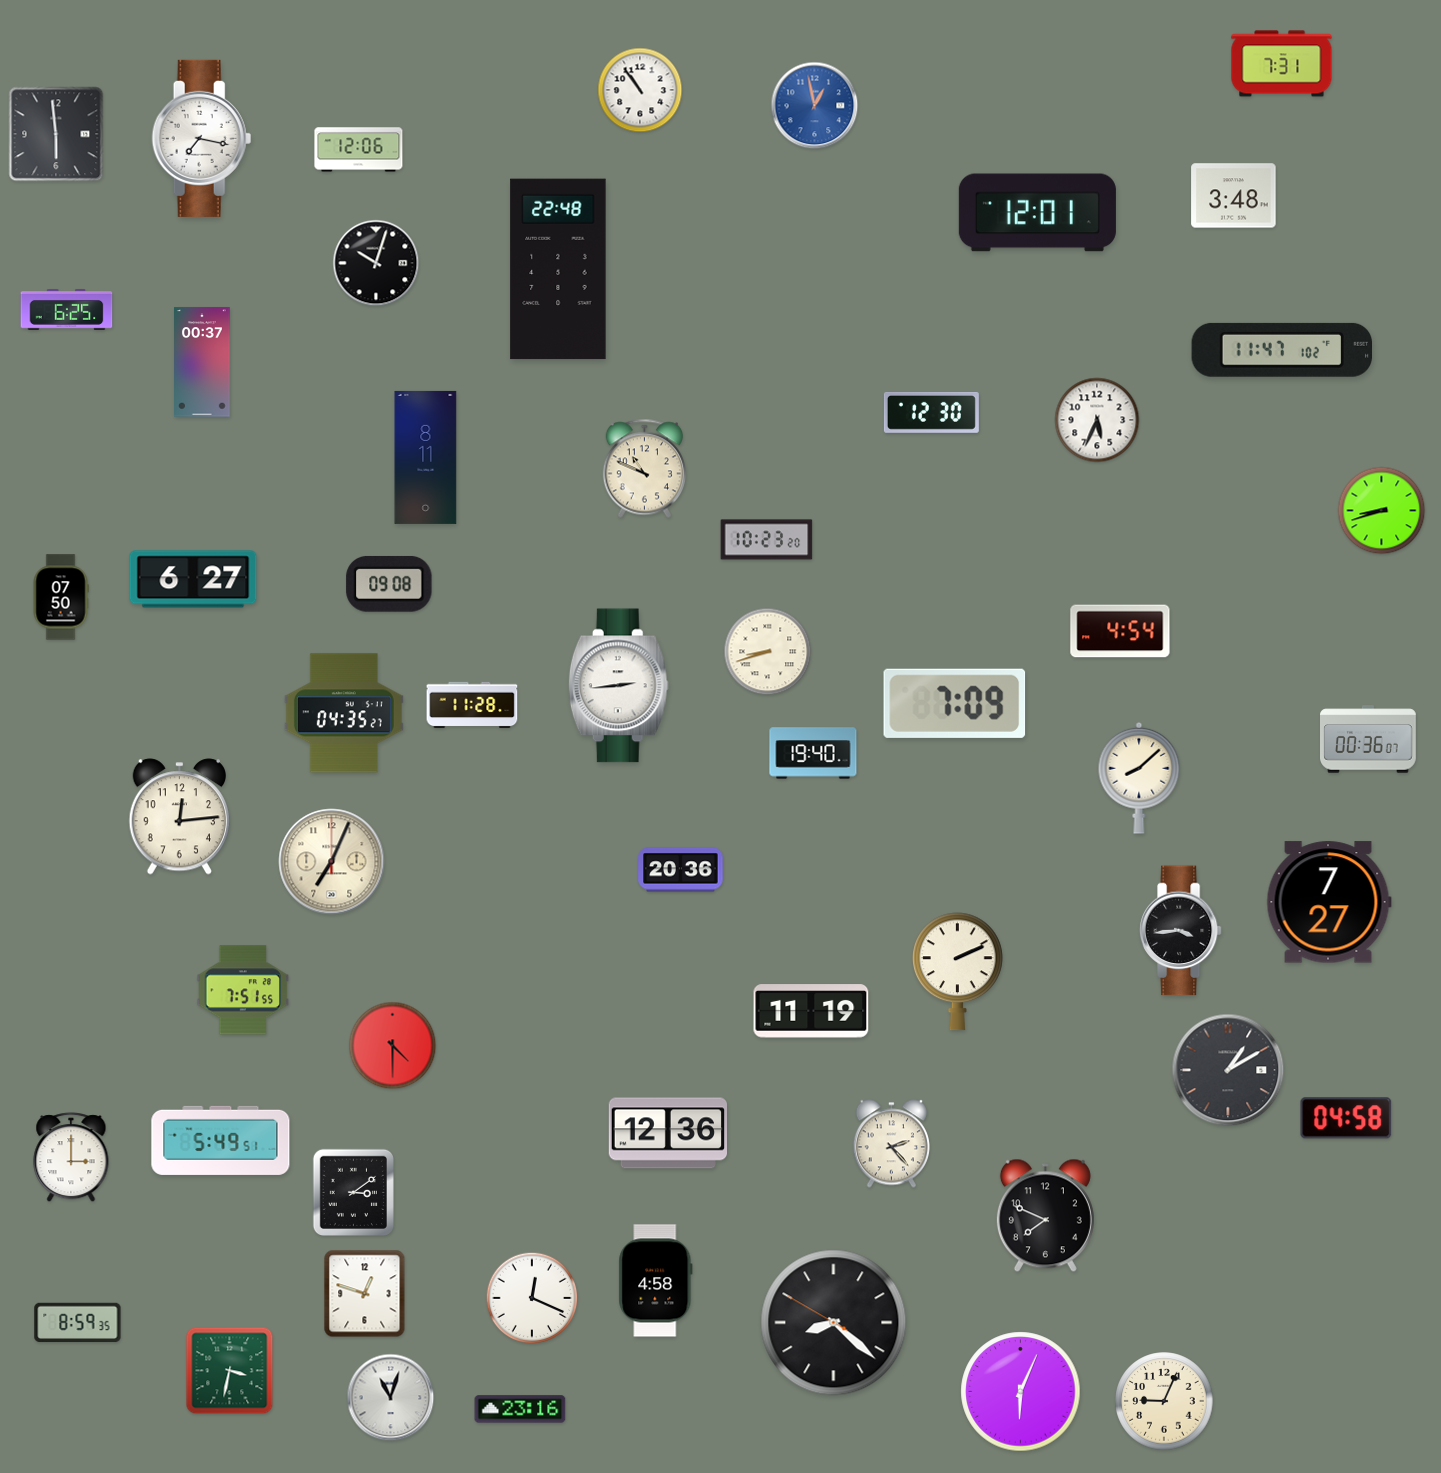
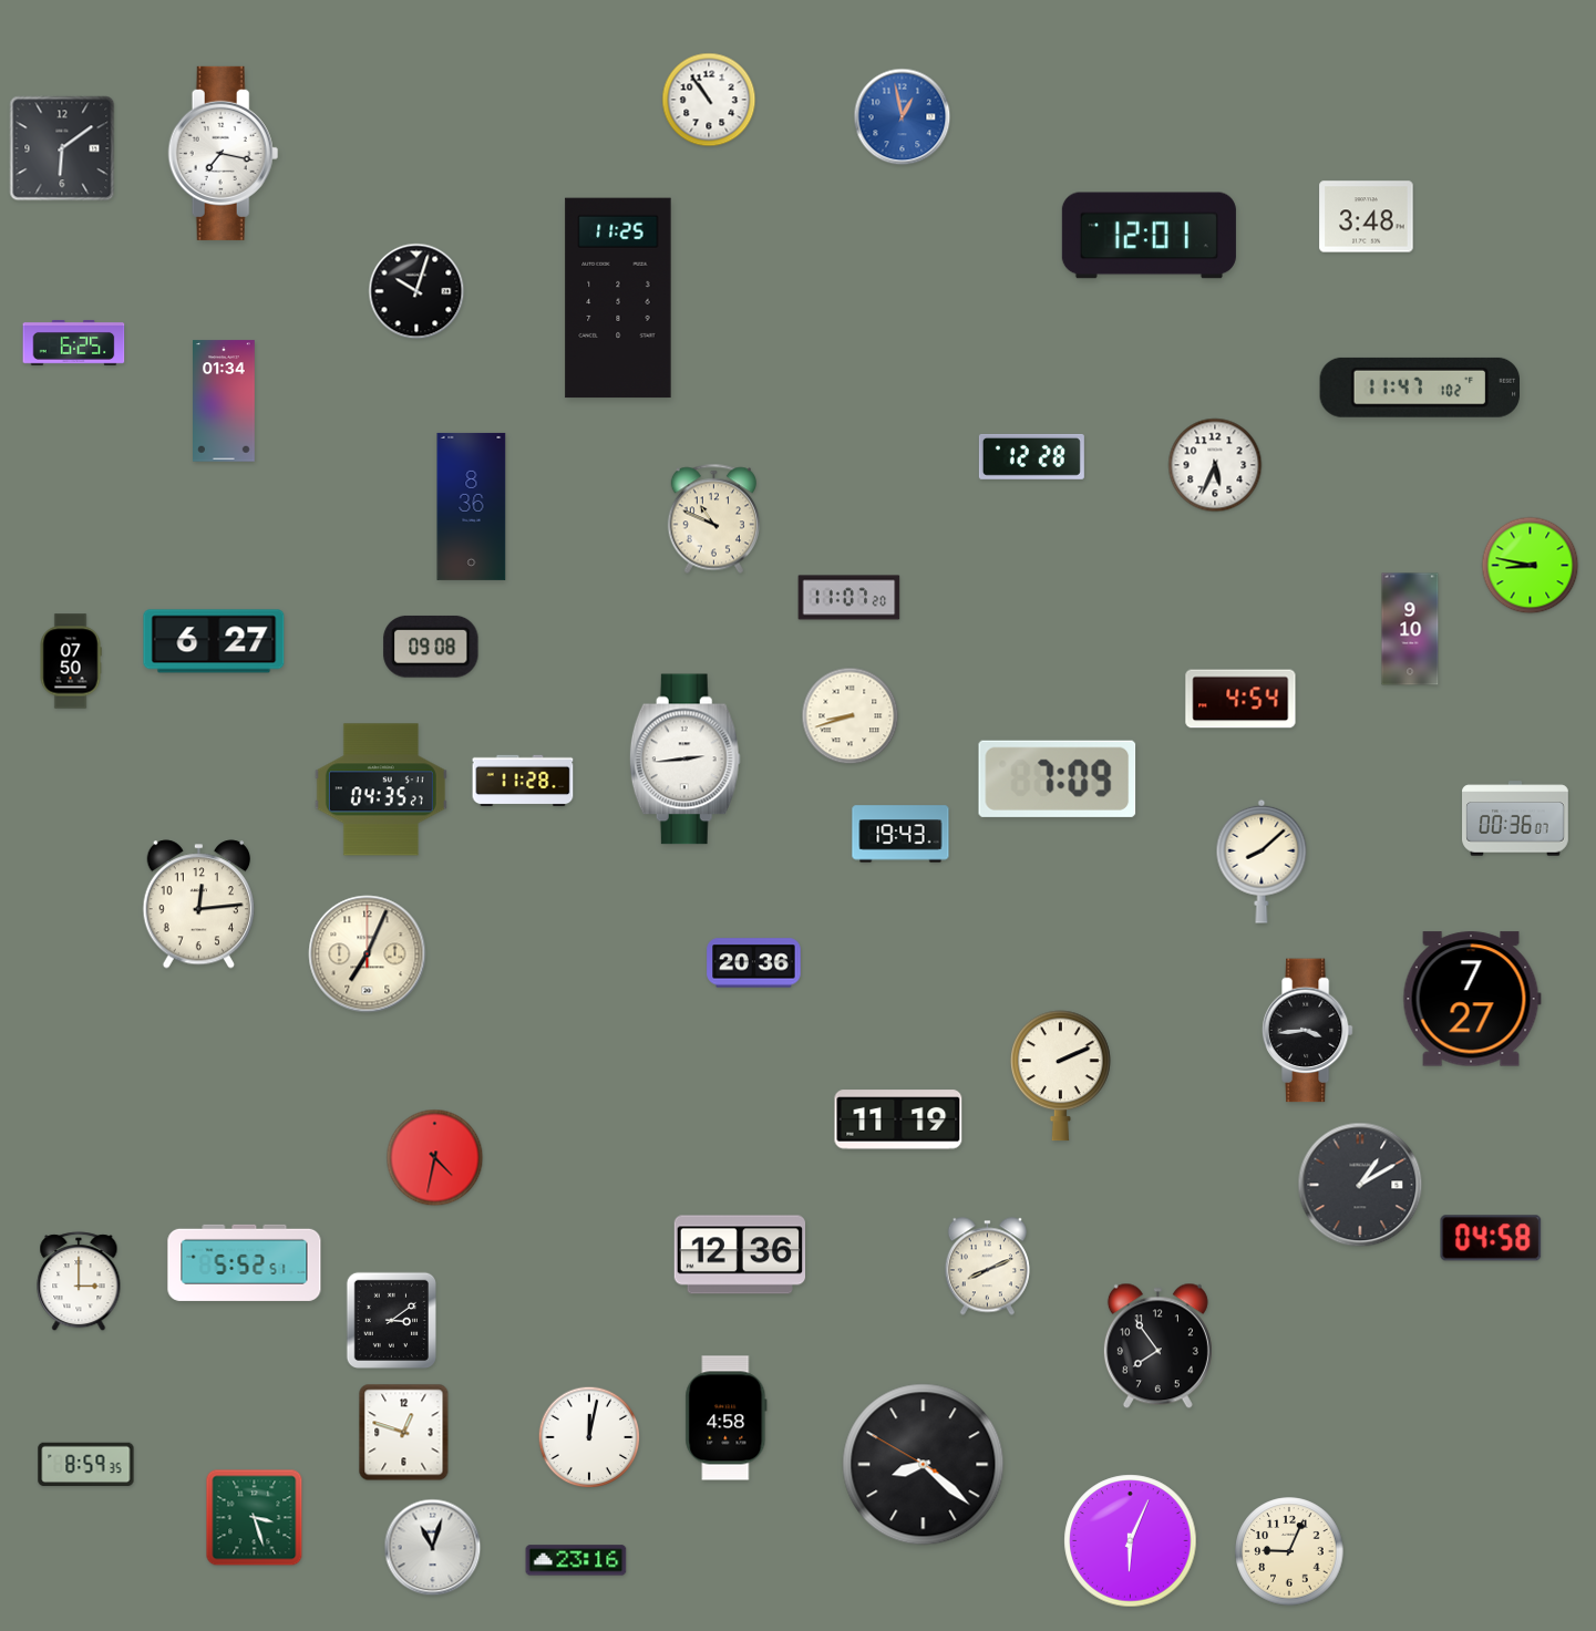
clock at (1282, 64): 7:31 -> none
clock at (56, 134): 5:59 -> 6:09
clock at (359, 150): 12:06 -> none
clock at (558, 269): 22:48 -> 11:25
clock at (203, 362): 00:37 -> 01:34
clock at (931, 412): 12:30 -> 12:28
clock at (426, 457): 8:11 -> 8:36
clock at (1382, 511): 8:42 -> 8:47
clock at (767, 540): 10:23 -> 11:07
clock at (1410, 629): none -> 9:10
clock at (61, 597) position: (61, 597) -> (71, 661)
clock at (768, 652) position: (768, 652) -> (851, 716)
clock at (813, 753): 19:40 -> 19:43
clock at (243, 990): 7:51 -> none
clock at (393, 1046): 4:30 -> 4:32
clock at (221, 1140): 5:49 -> 5:52
clock at (891, 1144): 2:23 -> 8:11
clock at (1045, 1216): 7:49 -> 7:54
clock at (532, 1298): 12:19 -> 12:02
clock at (230, 1371): 3:32 -> 3:27
